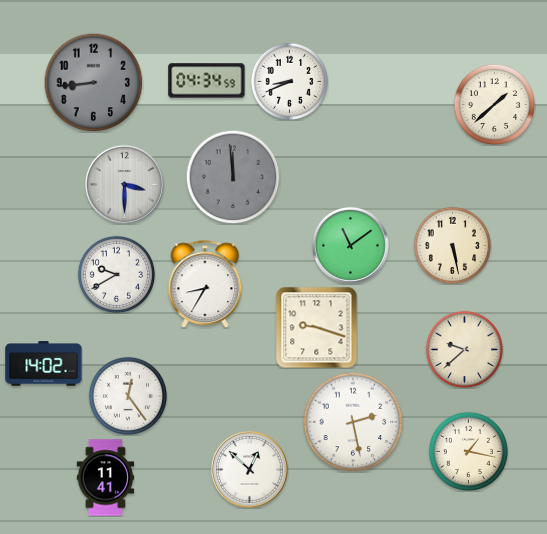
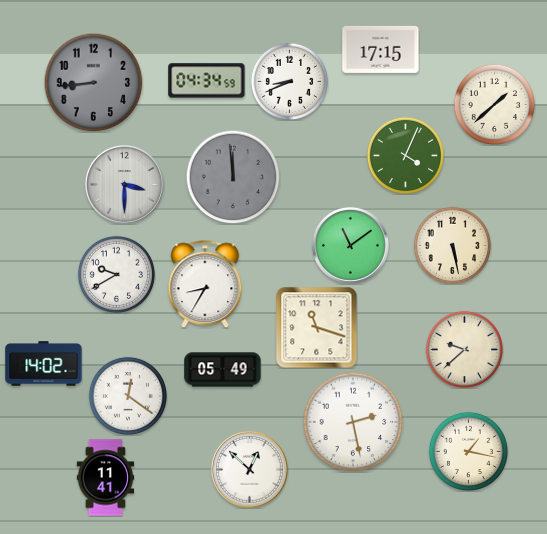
clock at (381, 49): none -> 17:15
clock at (405, 155): none -> 4:04
clock at (317, 328): 9:18 -> 11:18
clock at (223, 370): none -> 05:49
clock at (127, 395): 12:24 -> 12:21
